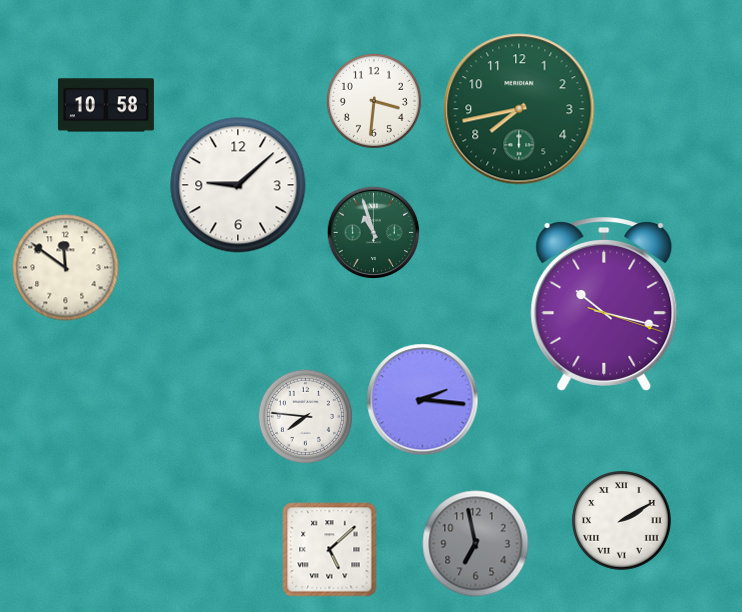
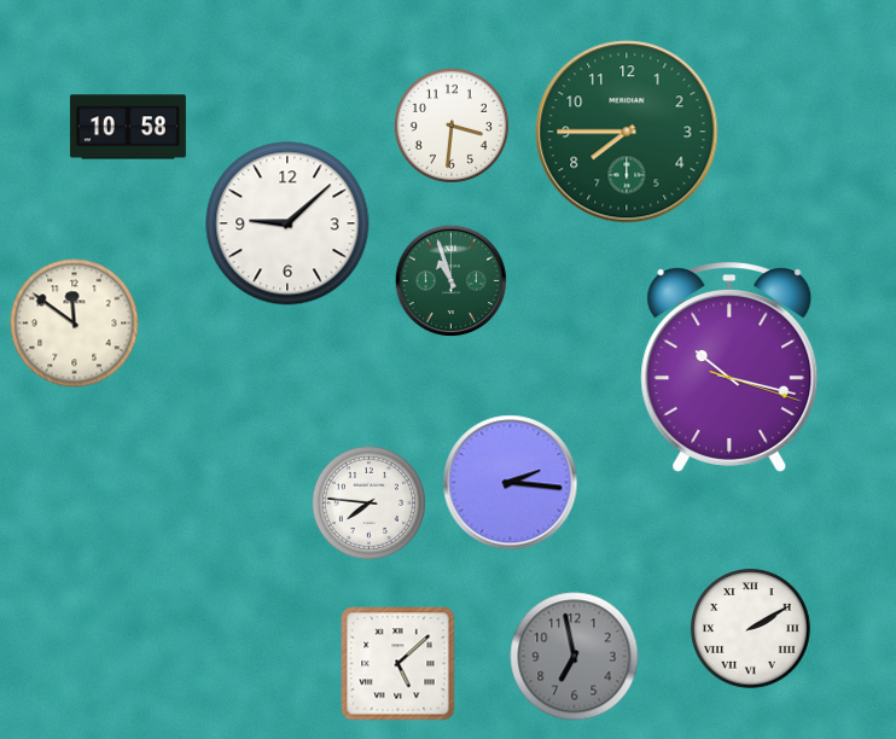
clock at (374, 101) position: (374, 101) -> (452, 126)
clock at (519, 109): 7:43 -> 7:45
clock at (66, 268) position: (66, 268) -> (75, 324)
